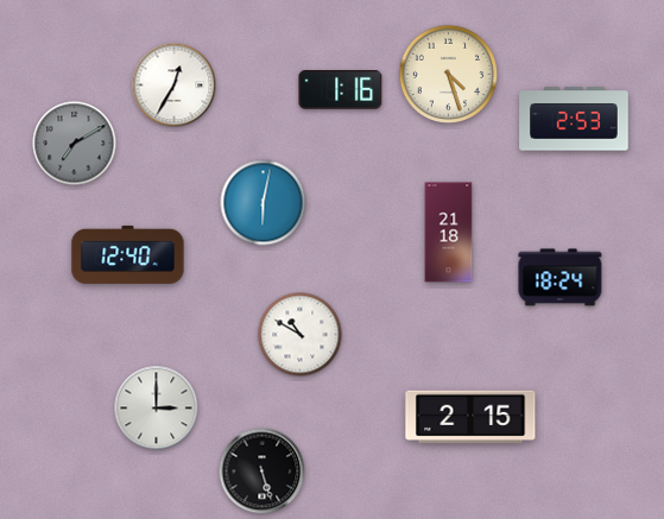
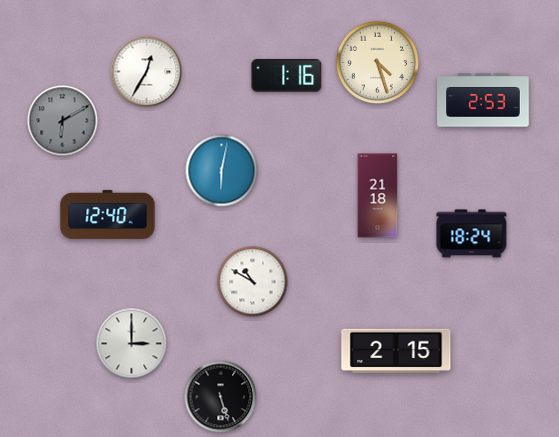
clock at (75, 144): 7:10 -> 6:10
